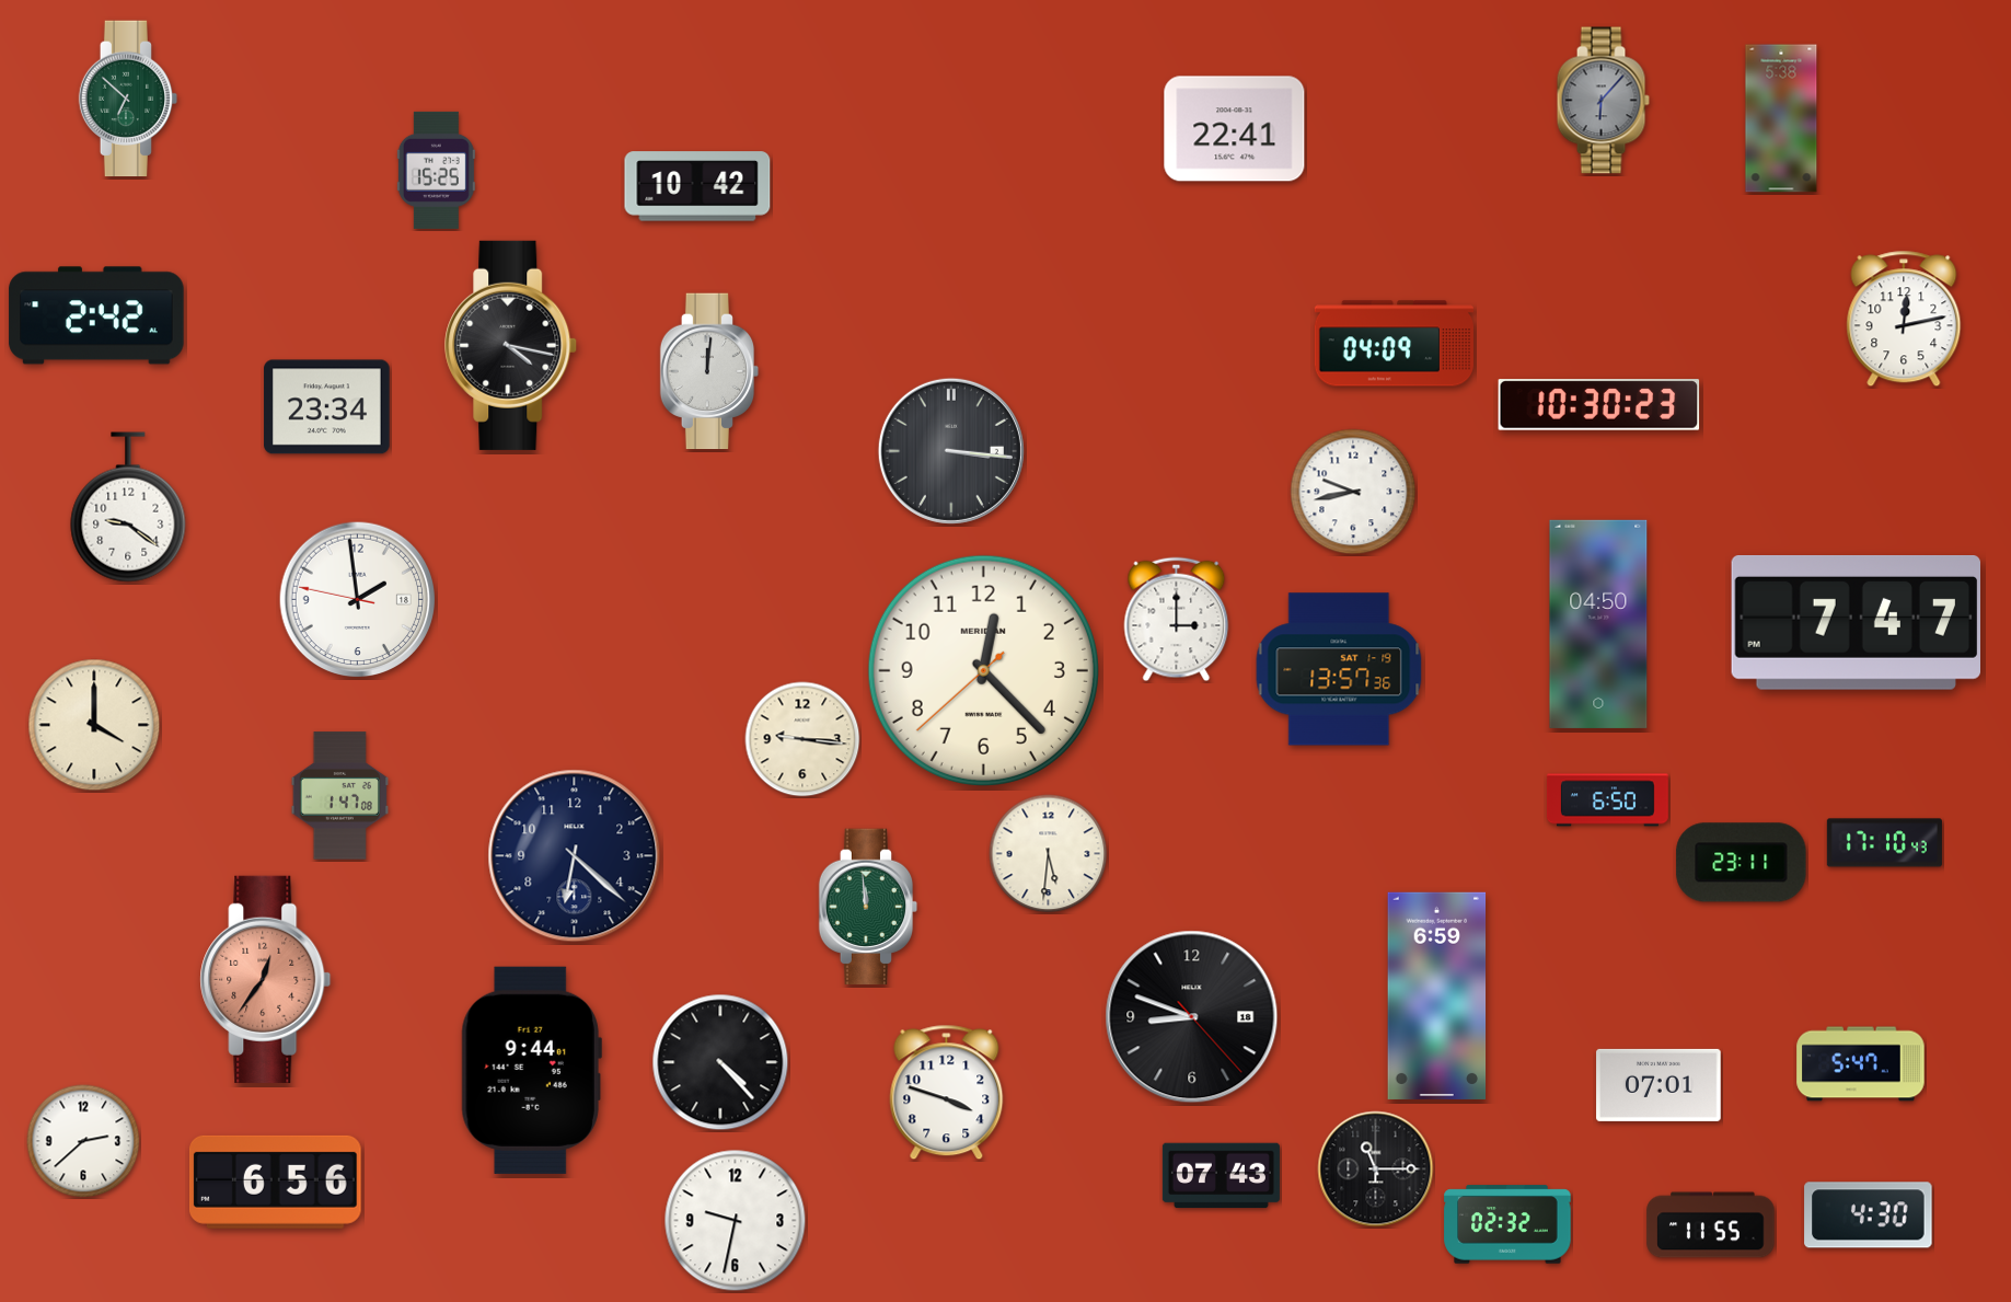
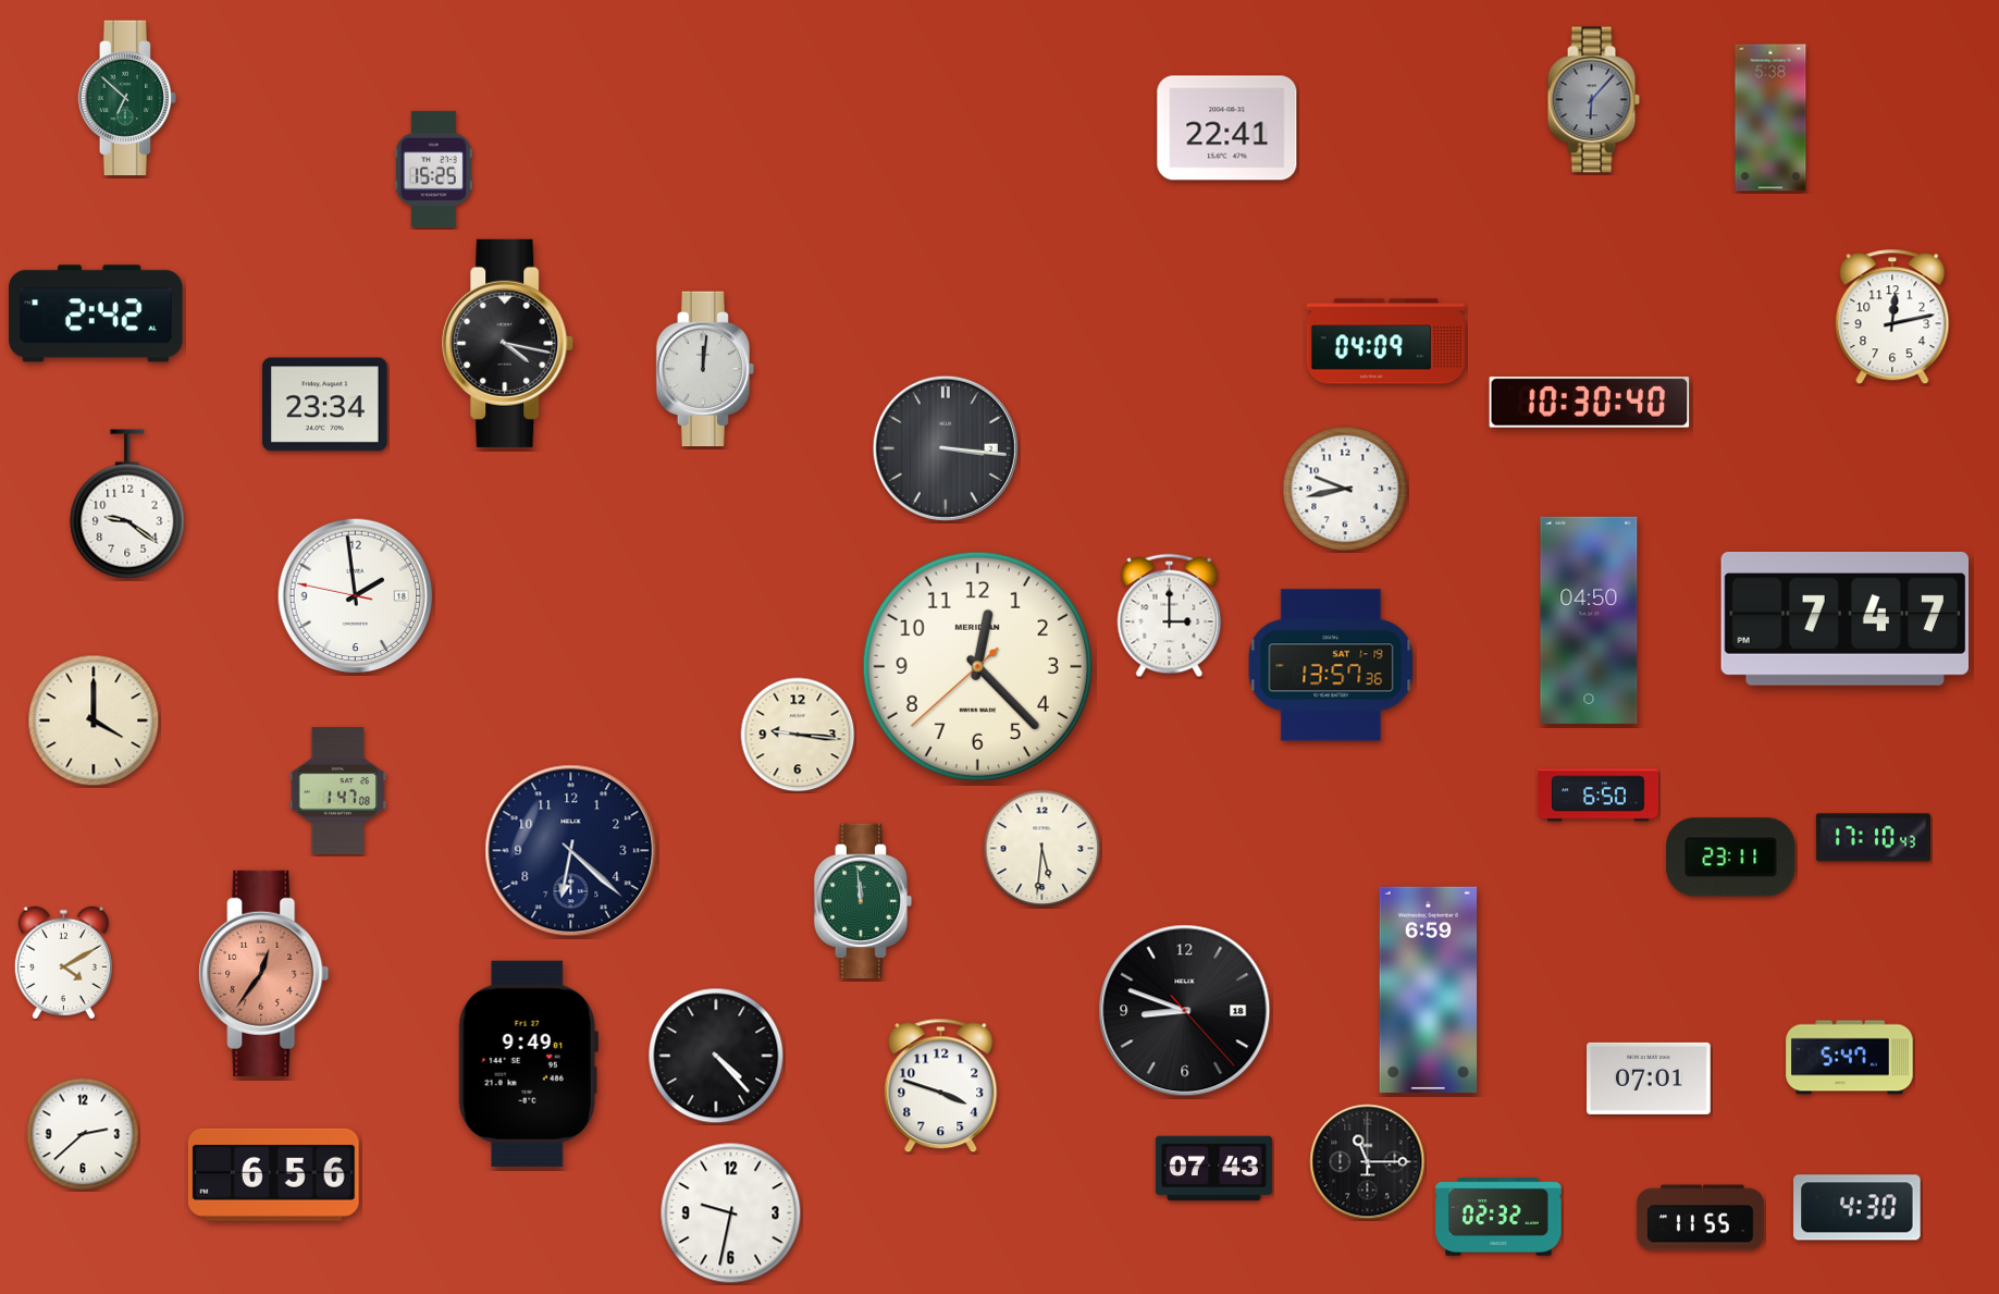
clock at (697, 186): 10:42 -> none
clock at (1599, 405): 10:30:23 -> 10:30:40
clock at (63, 963): none -> 4:10
clock at (531, 1070): 9:44 -> 9:49
